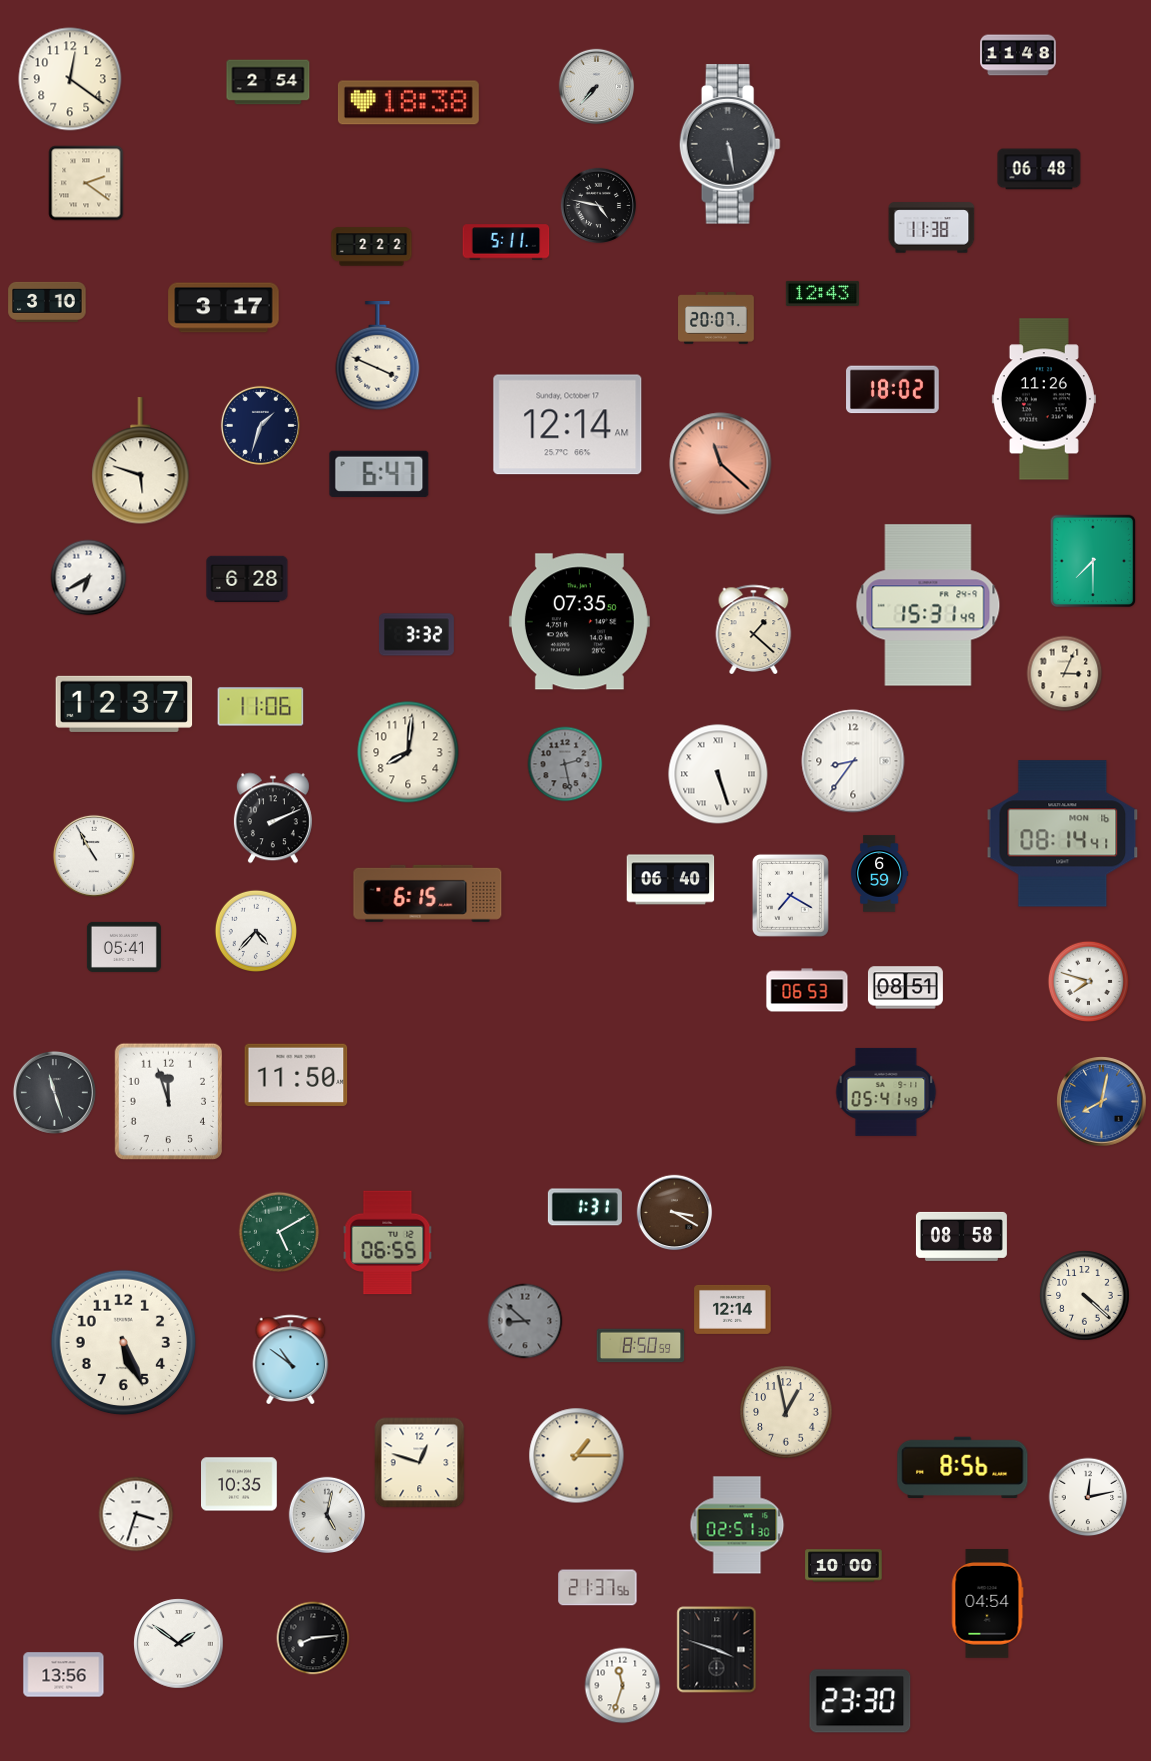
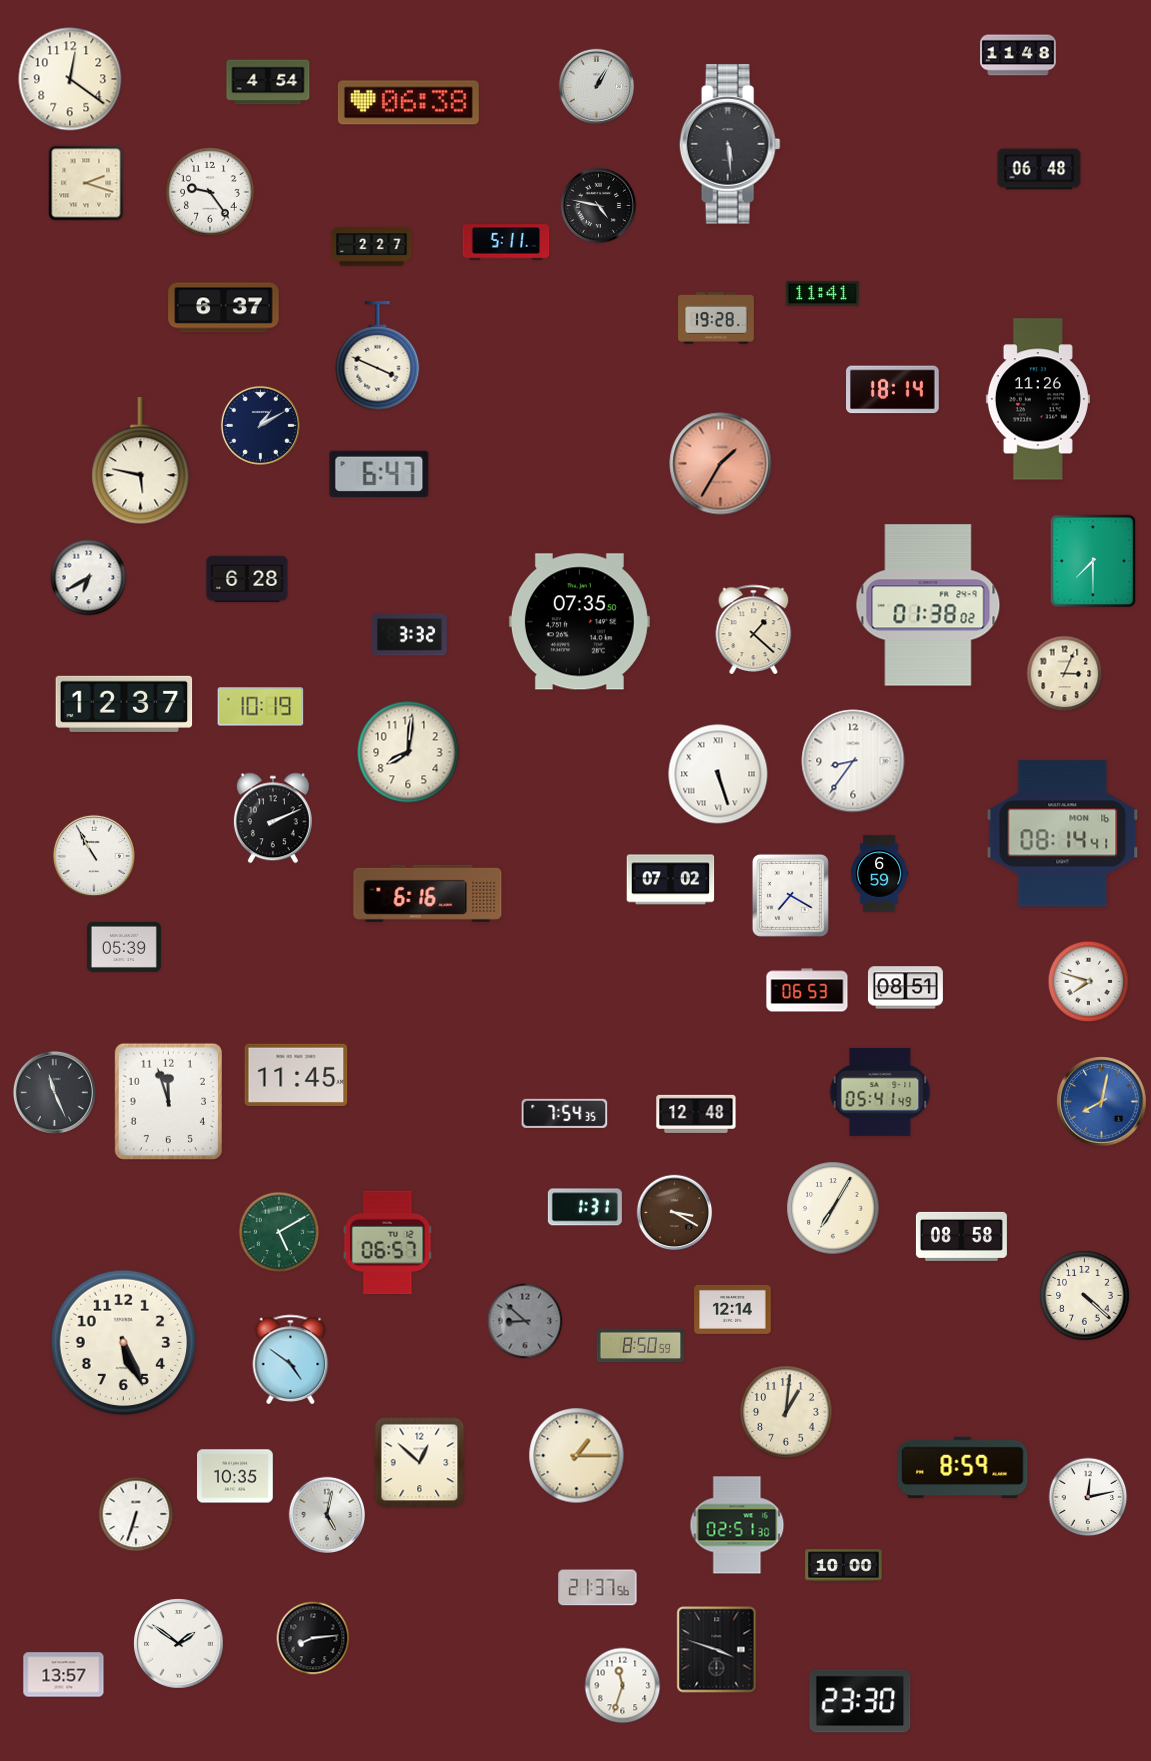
clock at (268, 82): 2:54 -> 4:54
clock at (597, 87): 7:37 -> 1:05
clock at (408, 103): 18:38 -> 06:38
clock at (730, 144): 5:28 -> 5:29
clock at (86, 183): 2:21 -> 2:18
clock at (210, 192): none -> 9:24
clock at (932, 228): 11:38 -> none
clock at (372, 247): 2:22 -> 2:27
clock at (822, 293): 12:43 -> 11:41
clock at (47, 302): 3:10 -> none
clock at (224, 308): 3:17 -> 6:37
clock at (716, 318): 20:07 -> 19:28
clock at (893, 390): 18:02 -> 18:14
clock at (1044, 399) position: (1044, 399) -> (1038, 399)
clock at (260, 425): 1:33 -> 1:10
clock at (568, 425): 12:14 -> none
clock at (141, 461): 5:48 -> 5:47
clock at (721, 464): 11:22 -> 1:35
clock at (928, 605): 15:31 -> 01:38
clock at (416, 635) position: (416, 635) -> (409, 635)
clock at (261, 707): 11:06 -> 10:19
clock at (565, 764): 2:28 -> none
clock at (671, 880): 06:40 -> 07:02
clock at (428, 893): 6:15 -> 6:16
clock at (255, 930): 4:37 -> none
clock at (124, 947): 05:41 -> 05:39
clock at (296, 1074): 11:50 -> 11:45
clock at (54, 1092): 11:27 -> 11:26
clock at (886, 1092) position: (886, 1092) -> (880, 1092)
clock at (565, 1113): none -> 7:54
clock at (696, 1114): none -> 12:48
clock at (833, 1208): none -> 7:05
clock at (388, 1243): 06:55 -> 06:57
clock at (291, 1359): 10:51 -> 4:51
clock at (786, 1412): 12:58 -> 1:01
clock at (420, 1463): 12:48 -> 12:52
clock at (963, 1467): 8:56 -> 8:59
clock at (239, 1484) position: (239, 1484) -> (235, 1476)
clock at (136, 1514): 3:33 -> 6:33
clock at (987, 1604): 04:54 -> none
clock at (64, 1675): 13:56 -> 13:57
